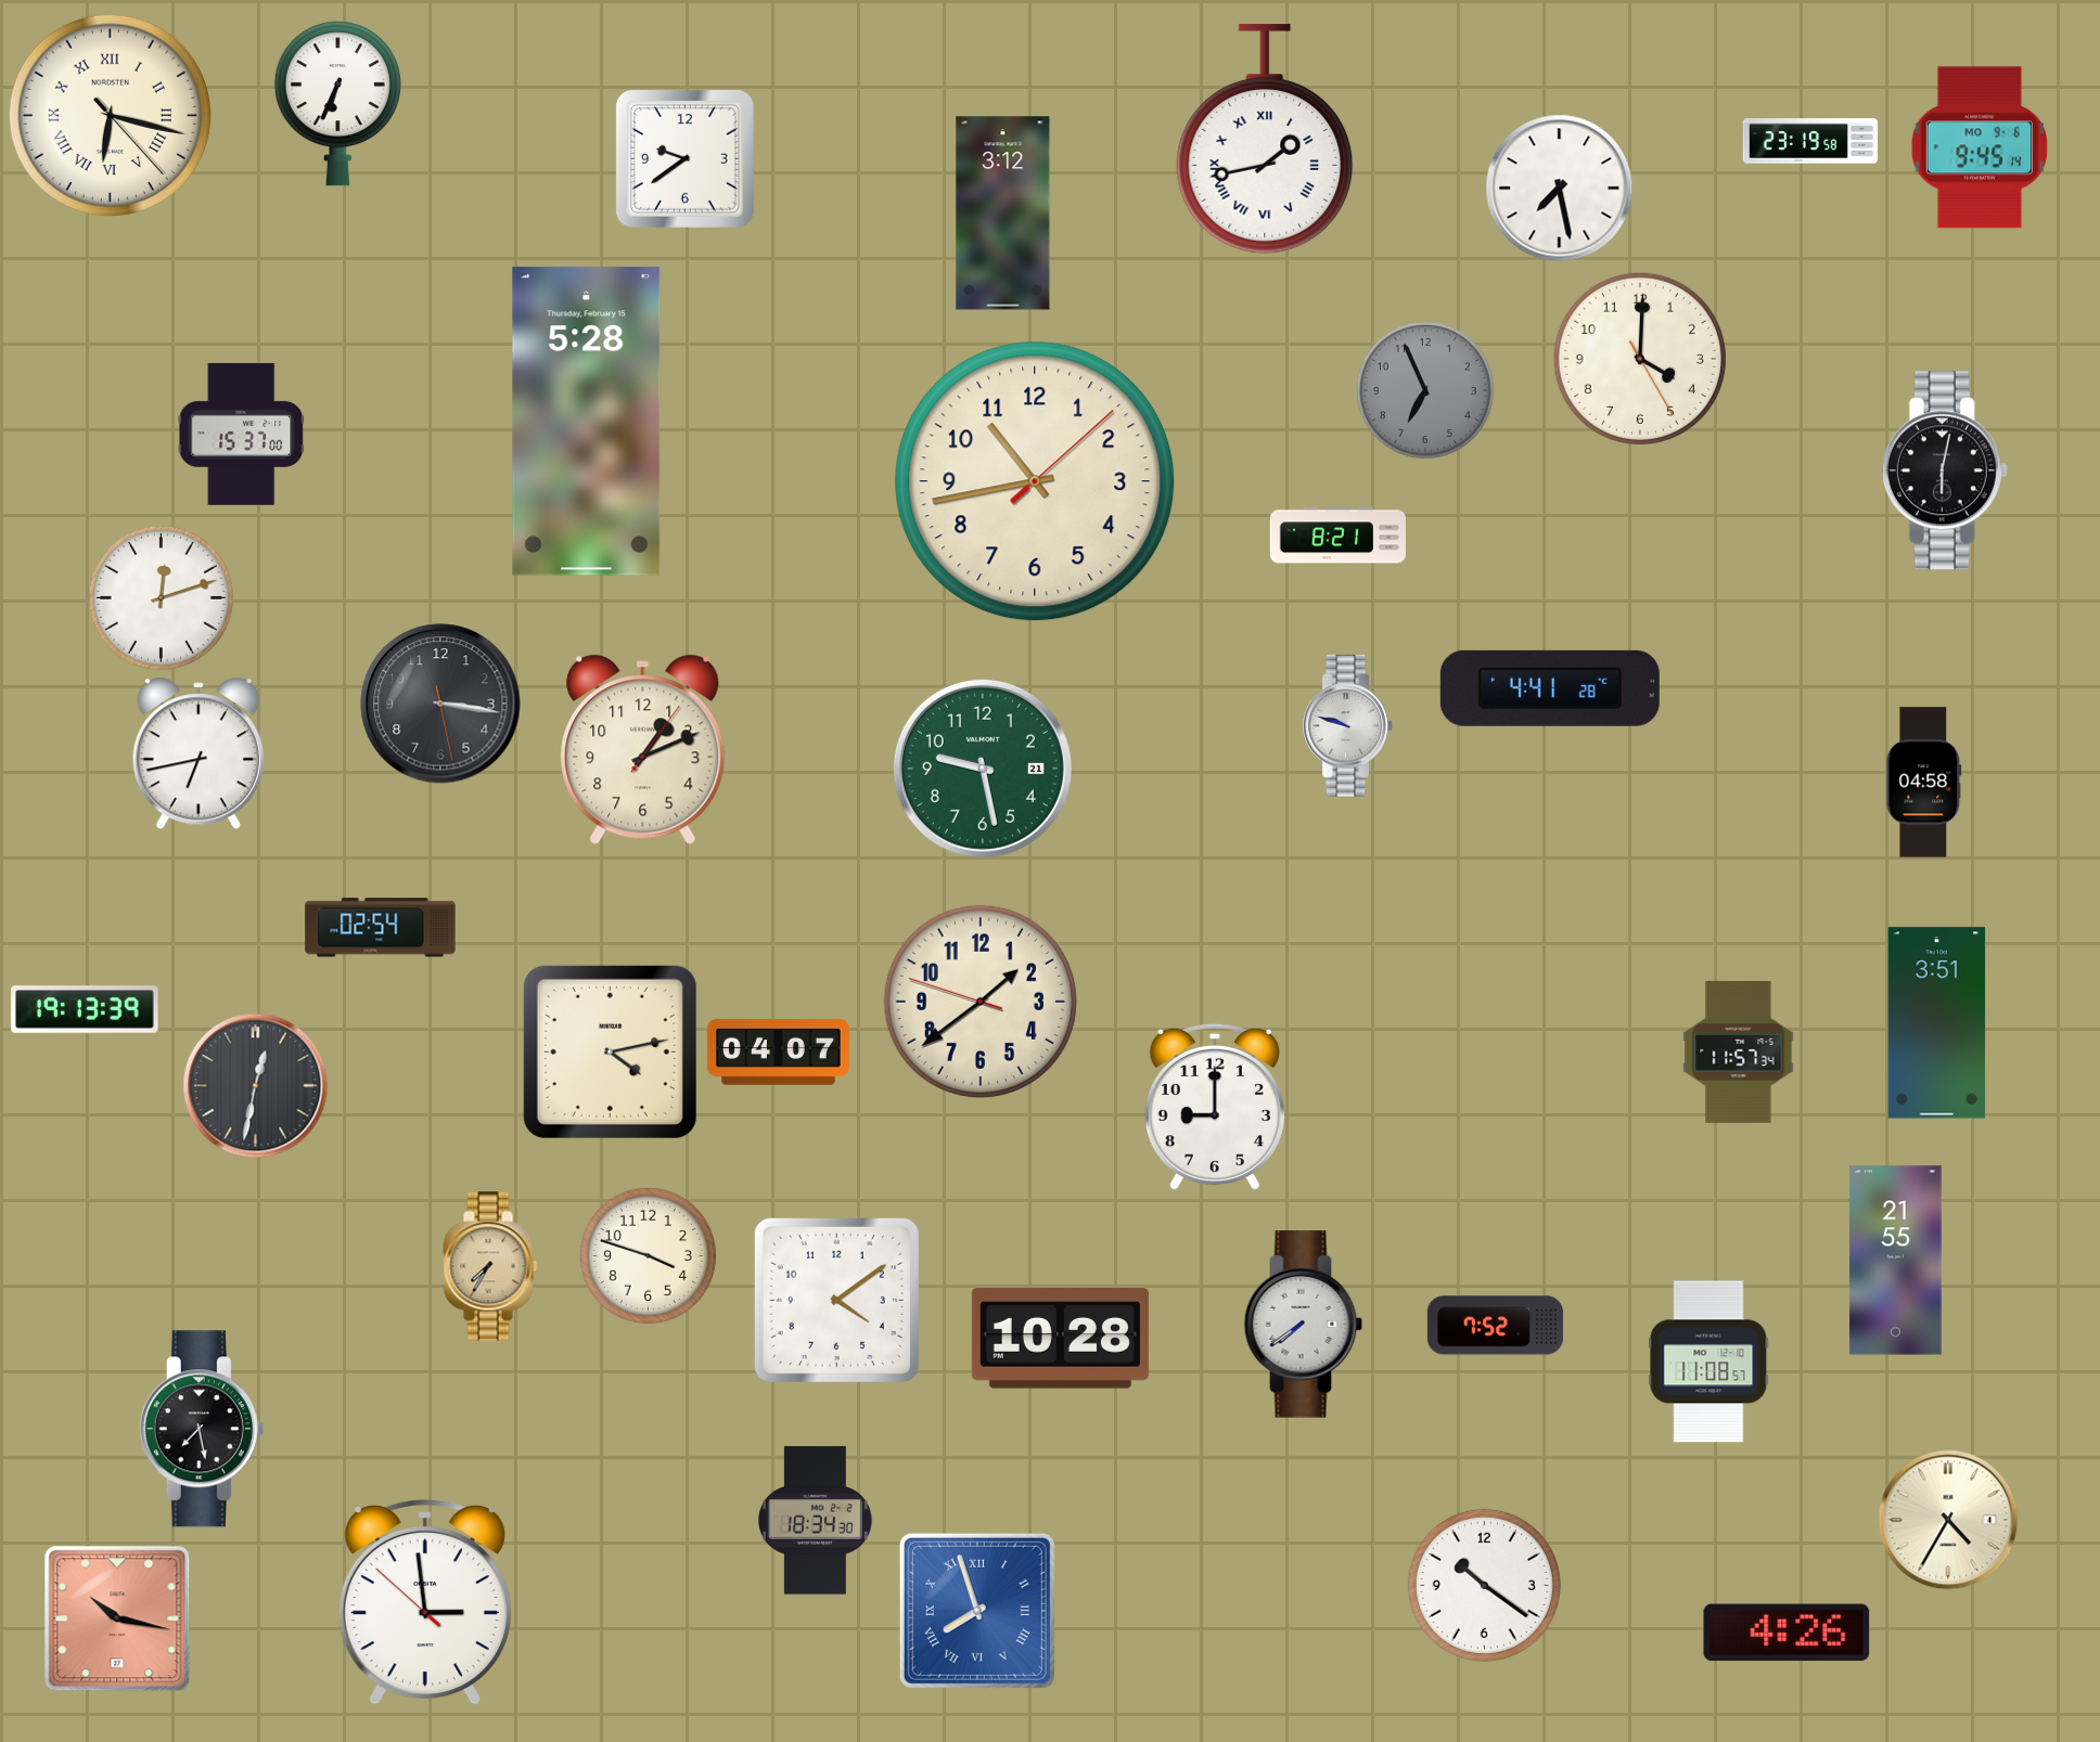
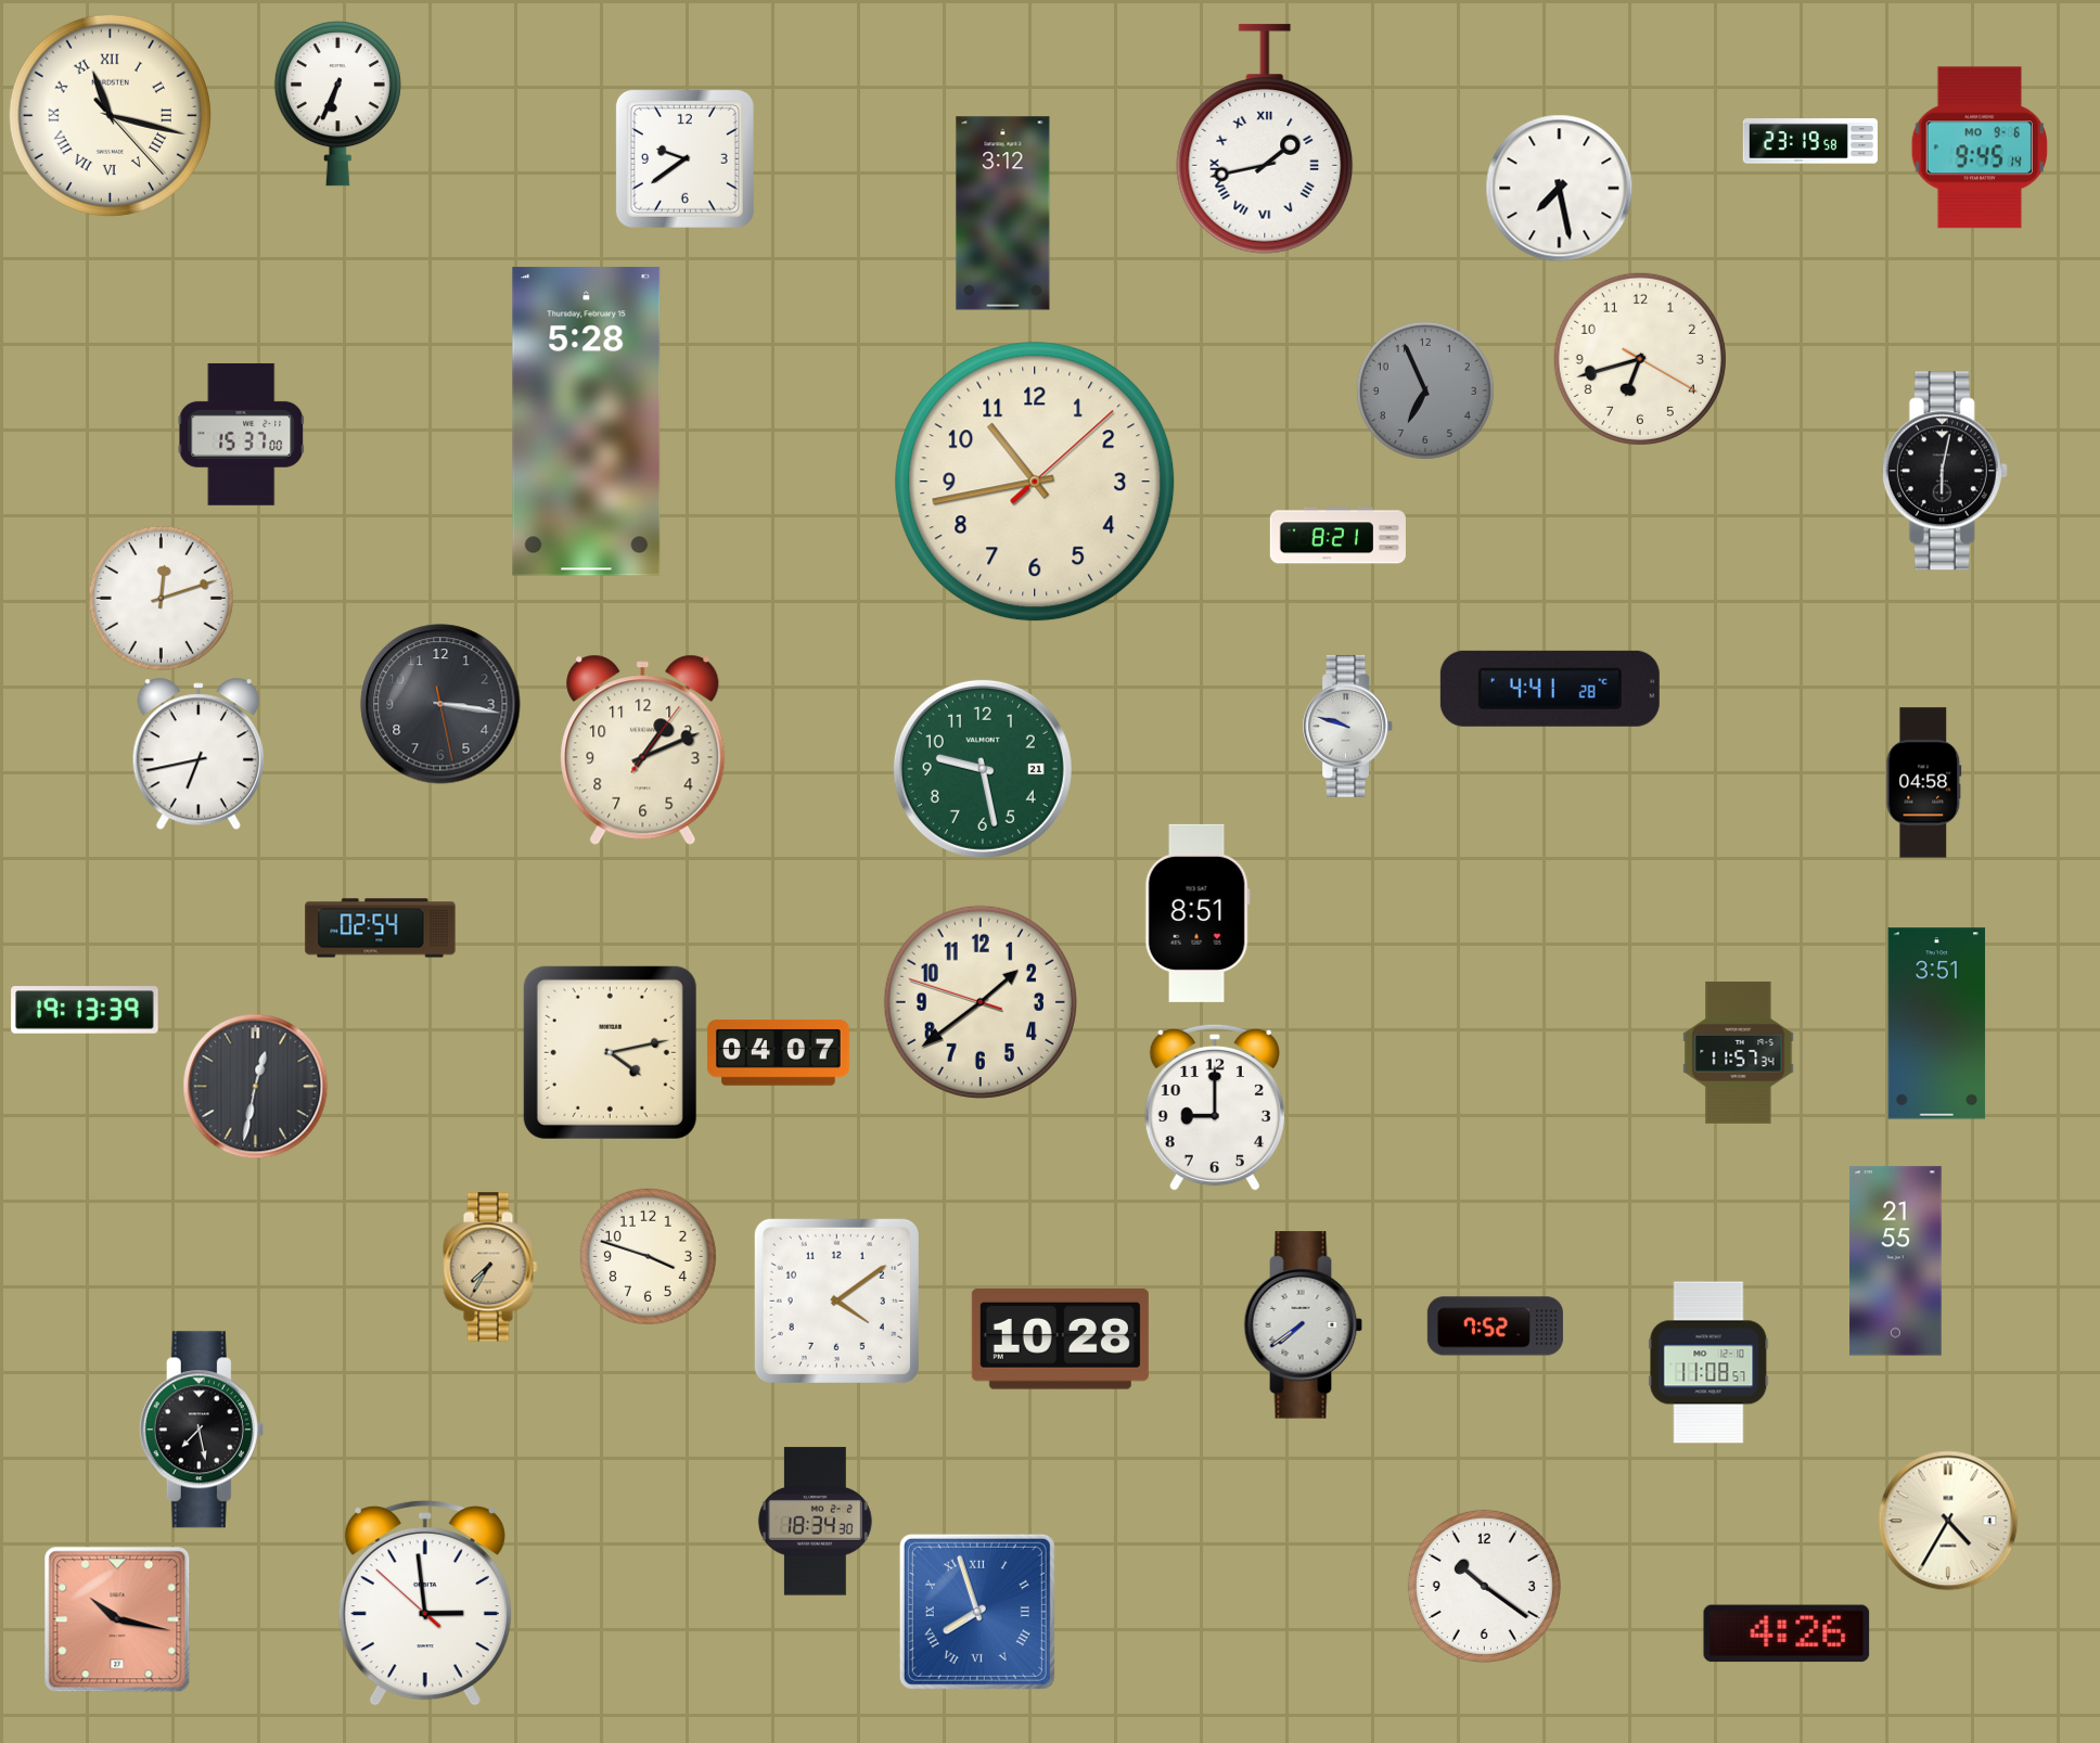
clock at (110, 115): 6:17 -> 11:17
clock at (1640, 359): 4:00 -> 6:42
clock at (1198, 913): none -> 8:51
